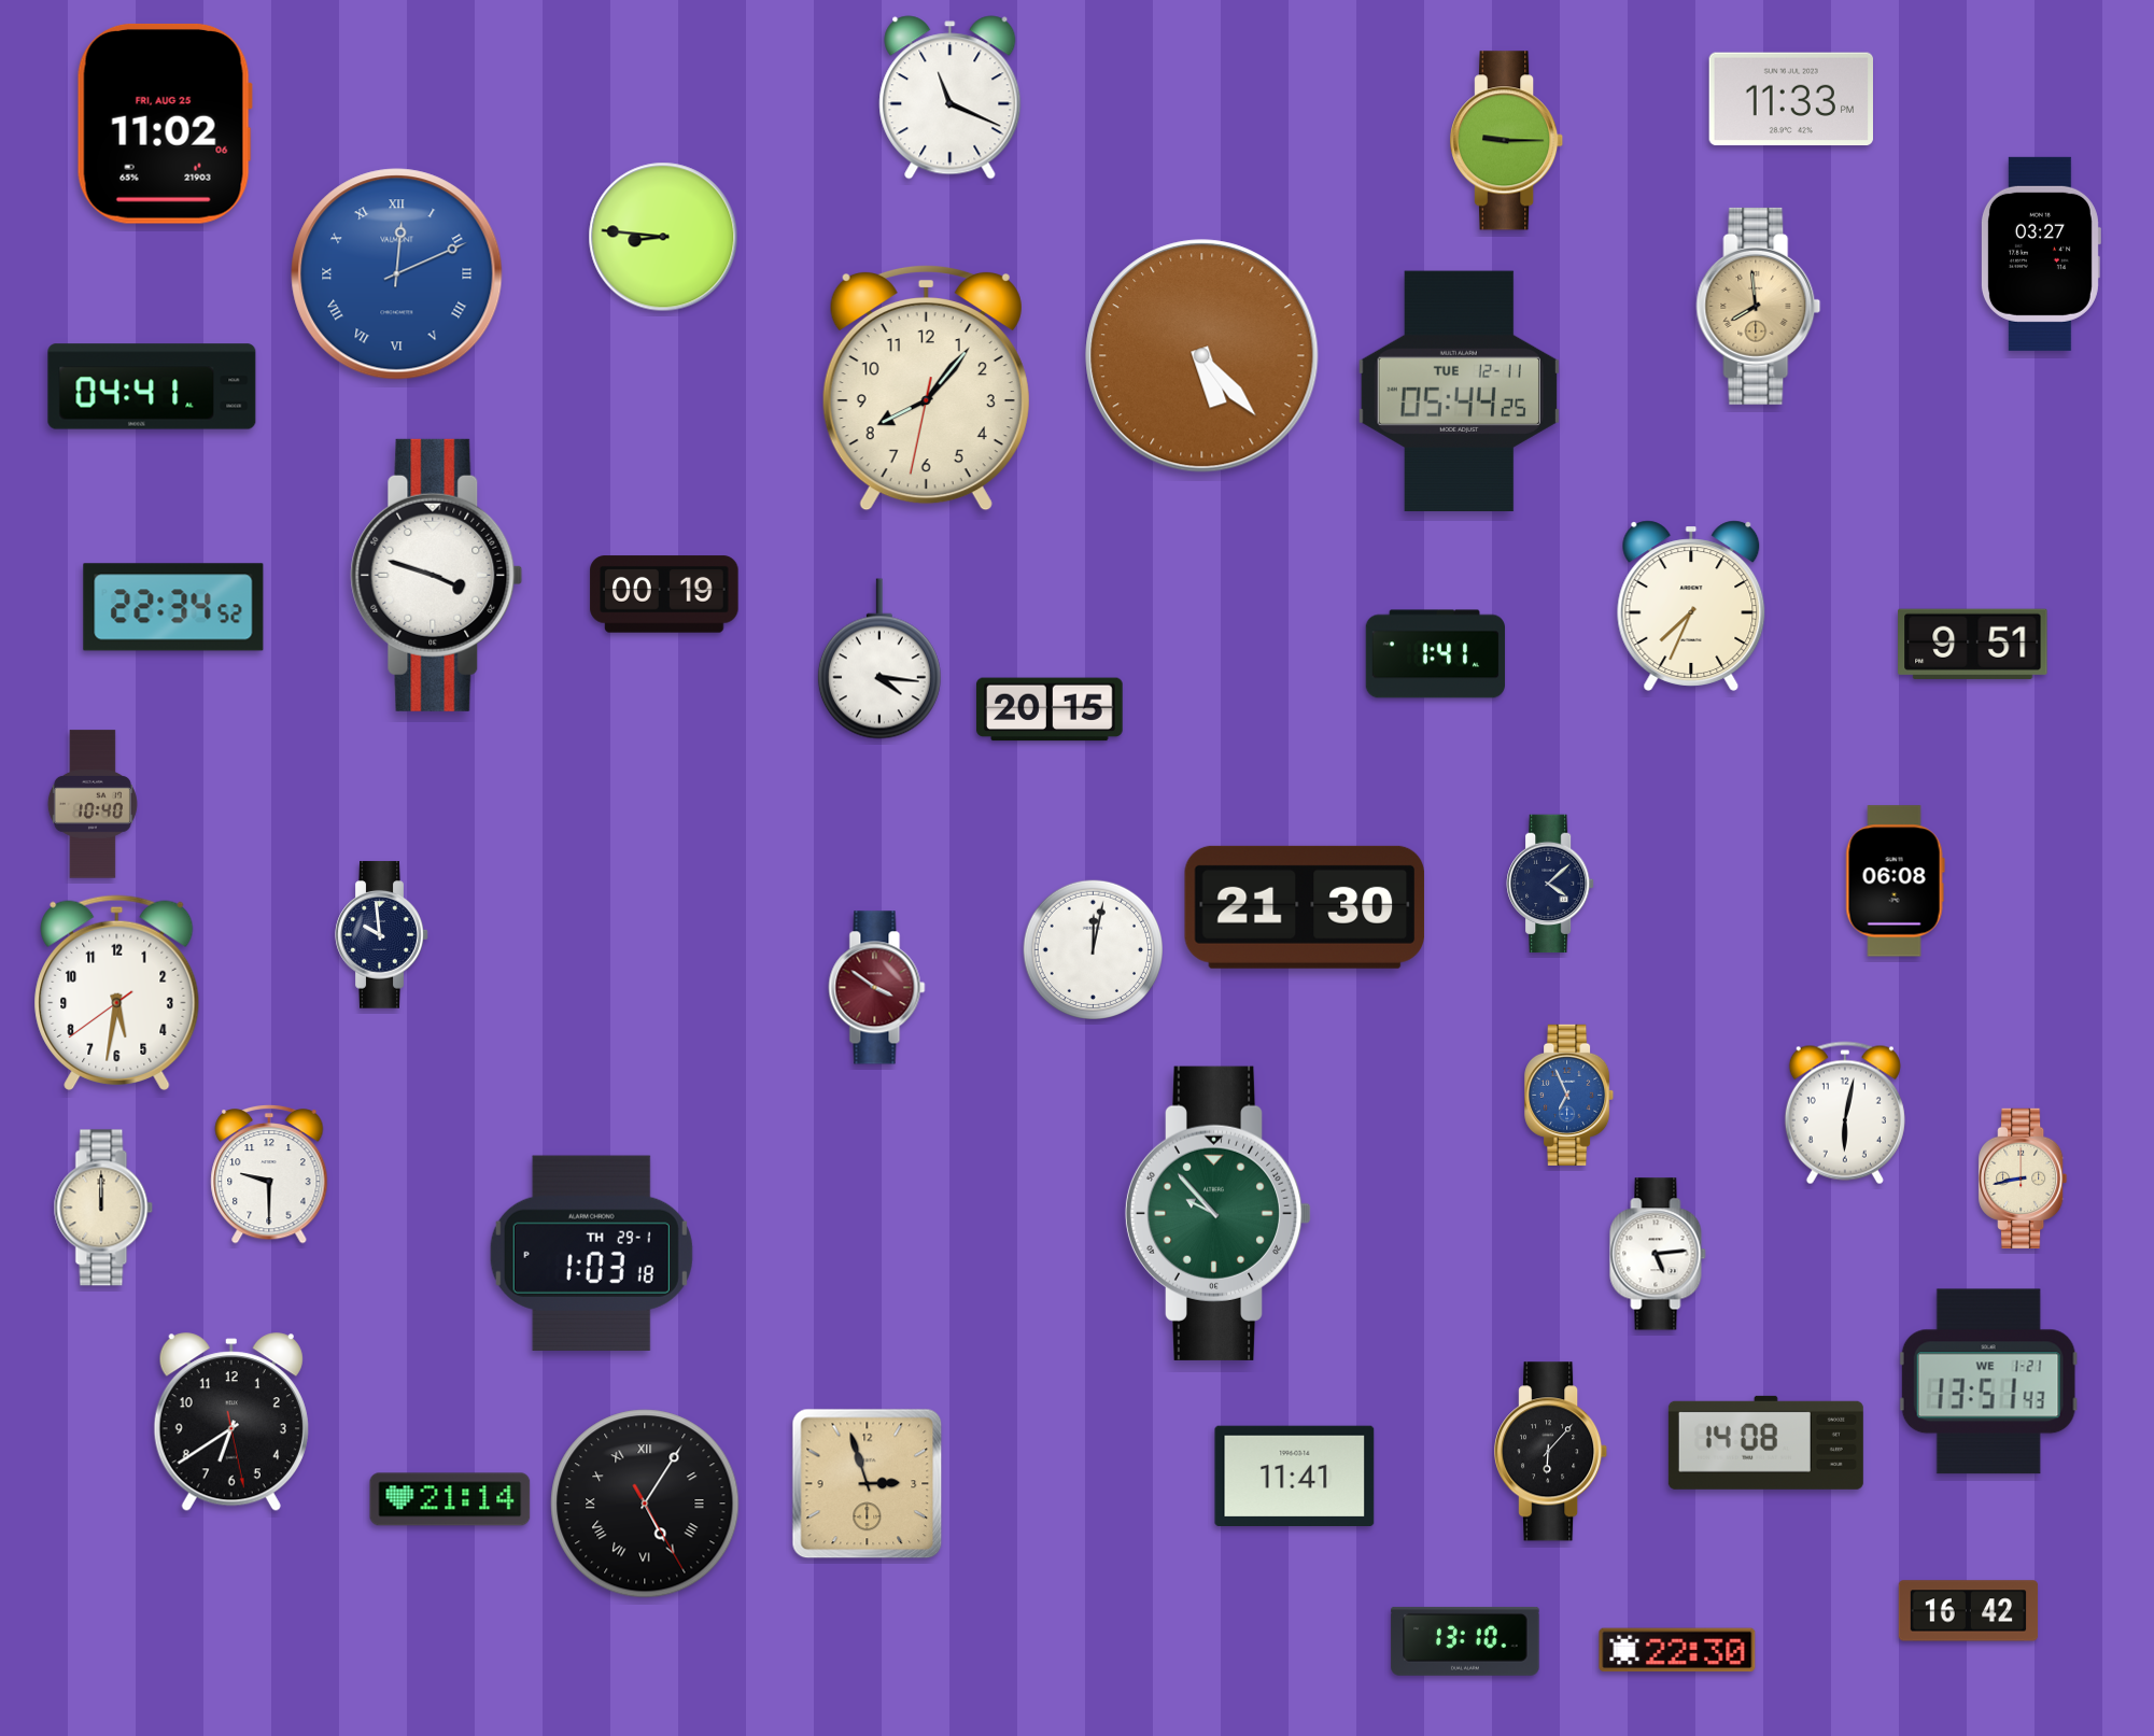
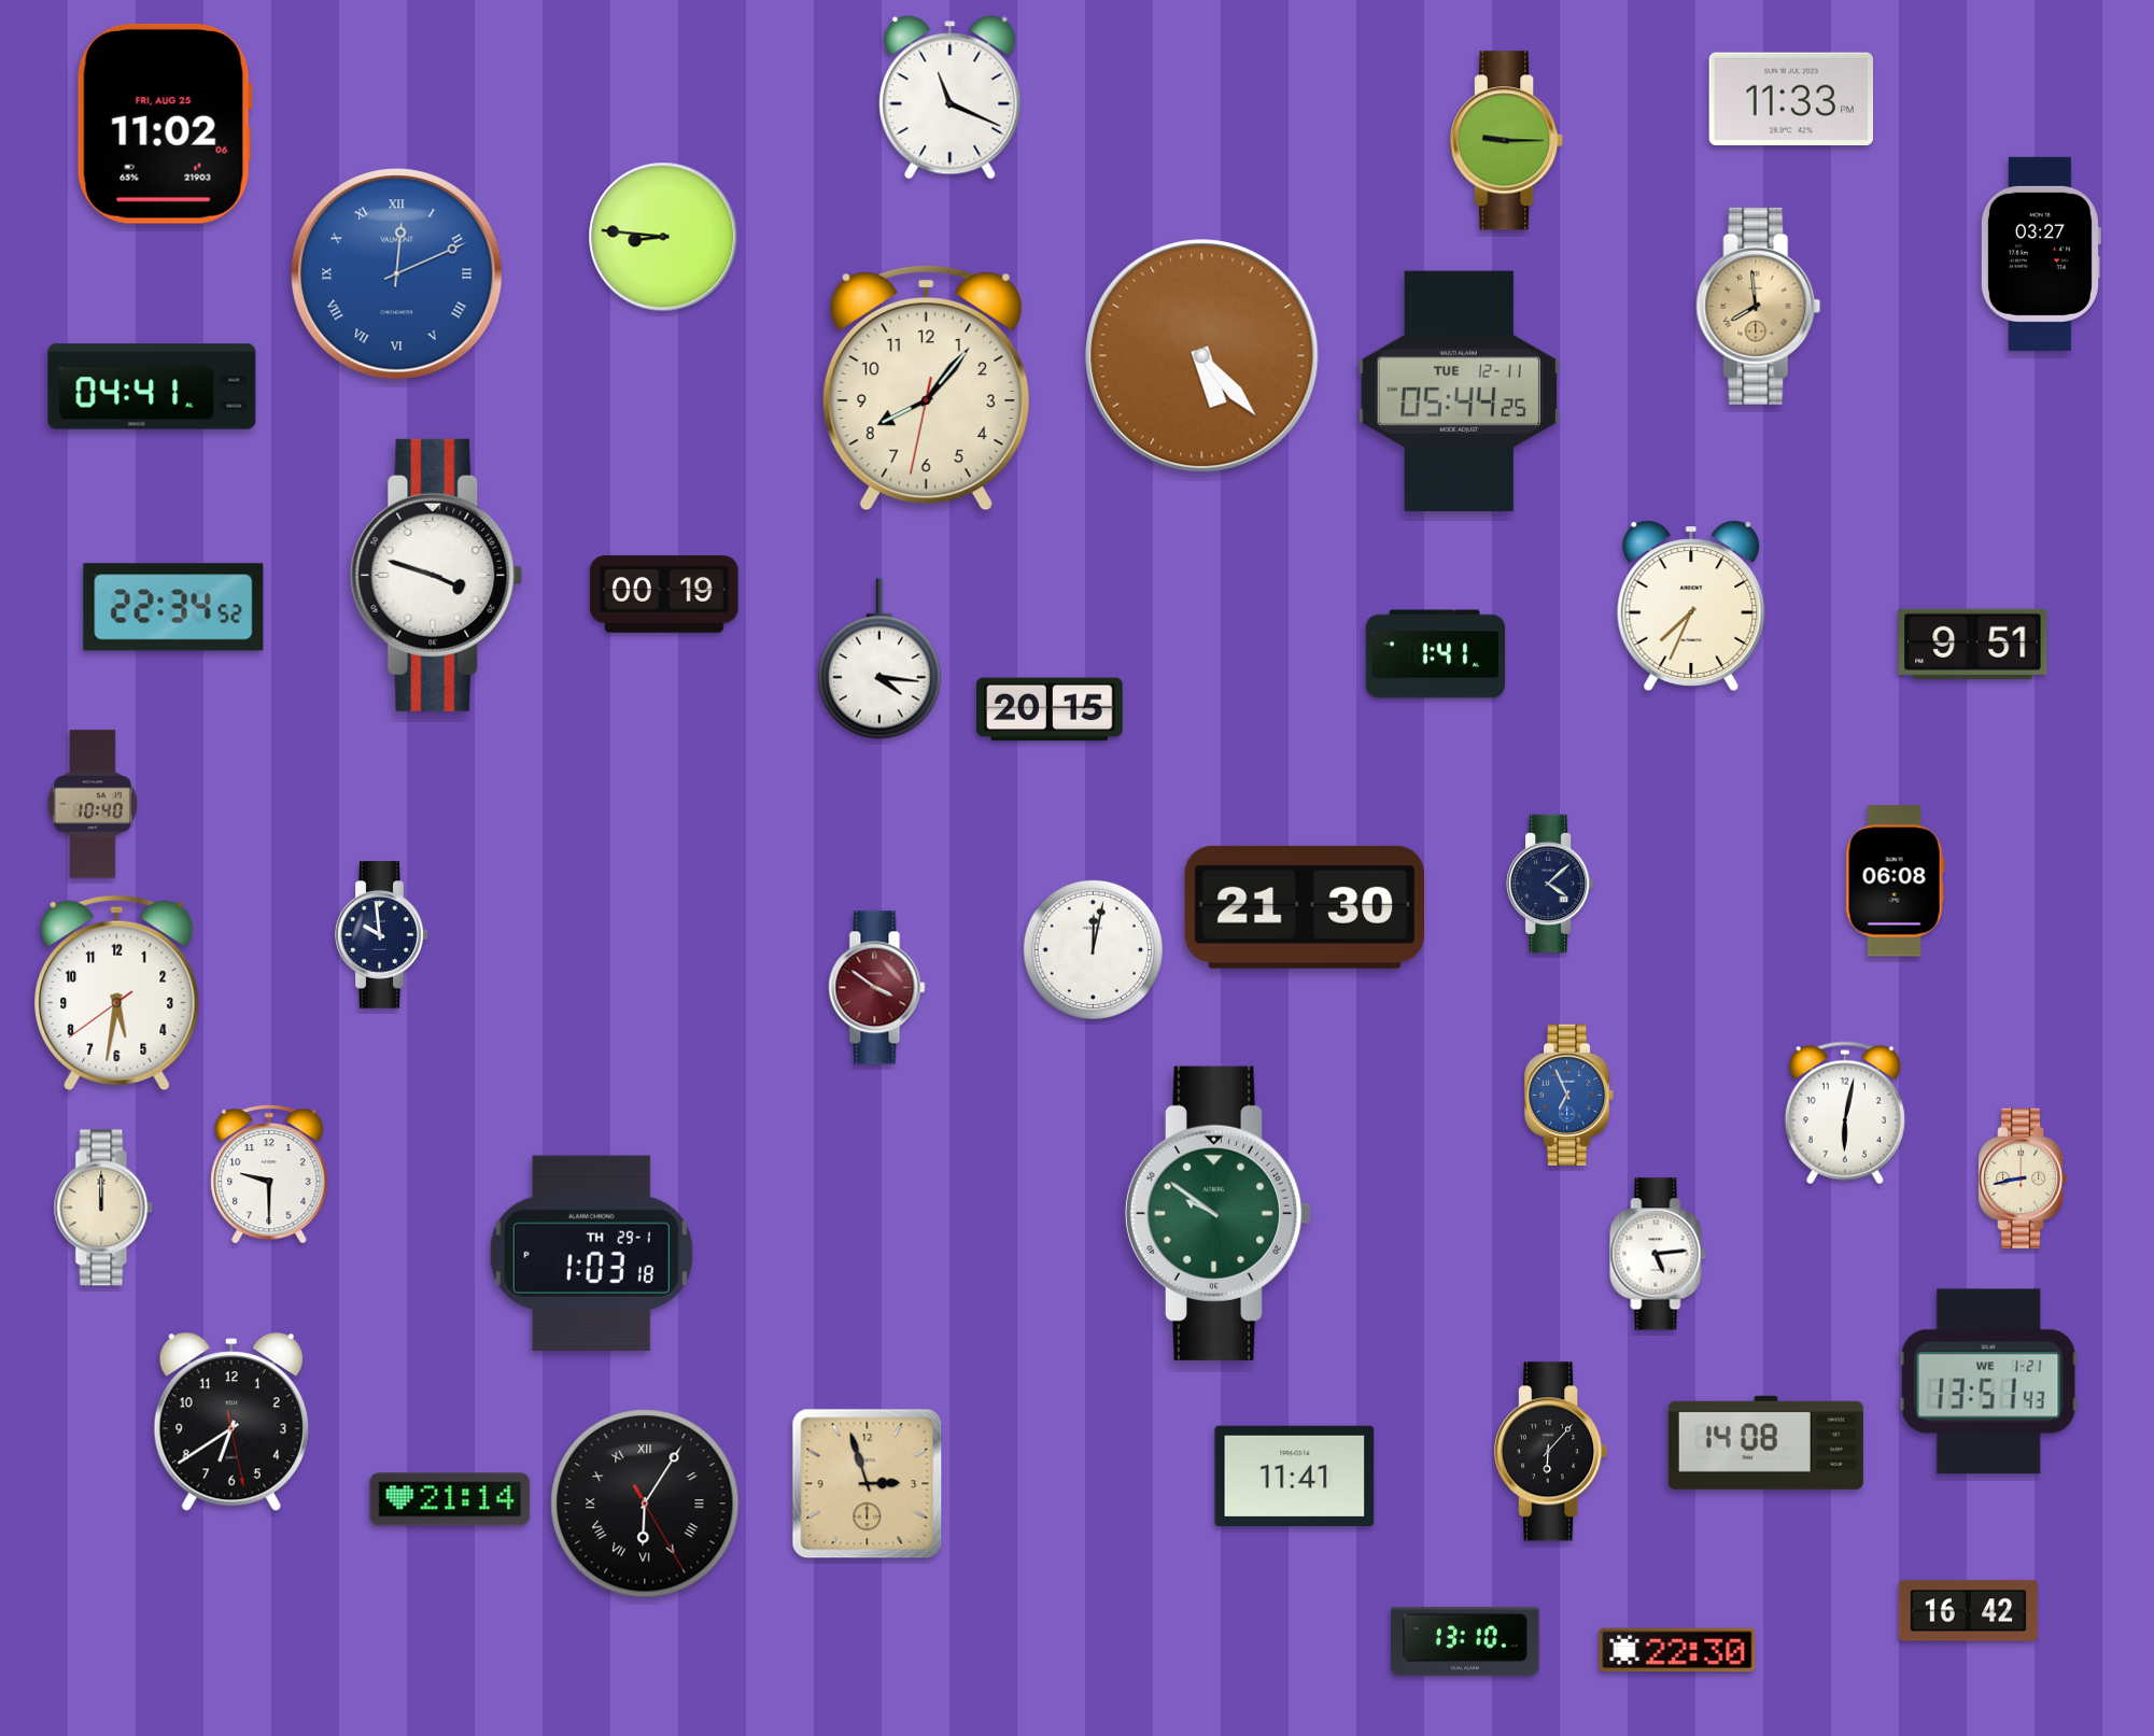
clock at (1219, 1213): 9:53 -> 9:51
clock at (645, 1504): 5:05 -> 6:05
